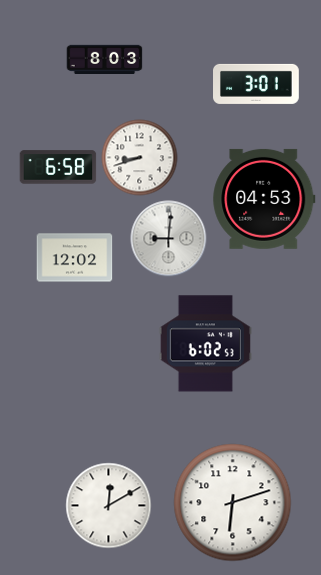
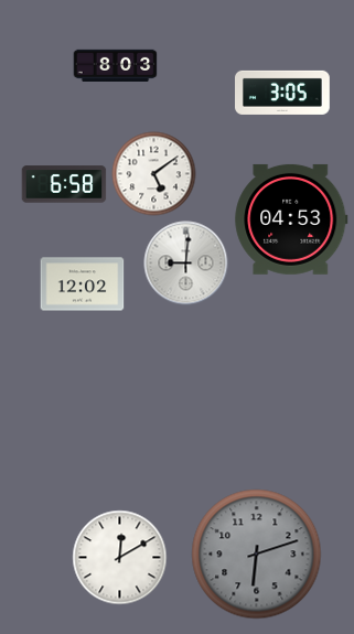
clock at (257, 84): 3:01 -> 3:05
clock at (140, 158): 8:42 -> 5:09
clock at (205, 344): 6:02 -> none
clock at (233, 503) dial: white -> grey
